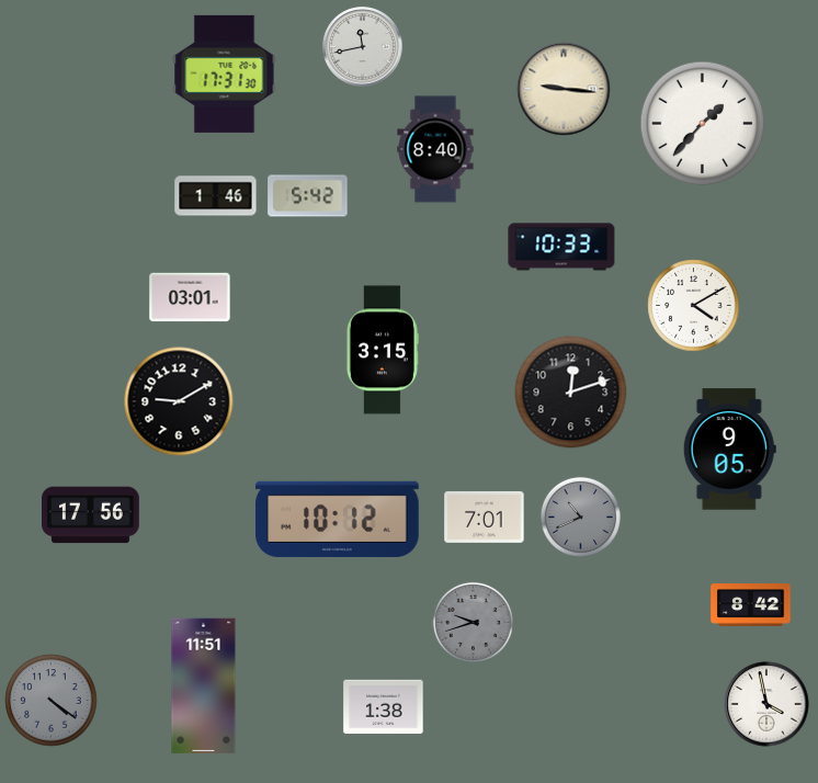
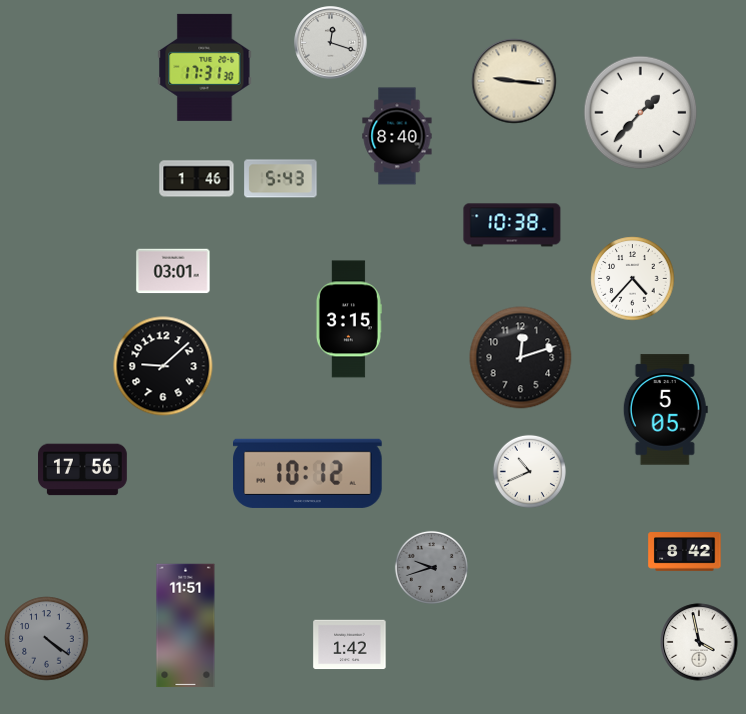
clock at (363, 47): 11:43 -> 12:18
clock at (308, 196): 5:42 -> 5:43
clock at (561, 247): 10:33 -> 10:38
clock at (694, 306): 4:10 -> 4:37
clock at (179, 401): 9:10 -> 9:08
clock at (729, 450): 9:05 -> 5:05
clock at (485, 517): 7:01 -> none
clock at (580, 517) dial: grey -> white
clock at (384, 707): 1:38 -> 1:42
